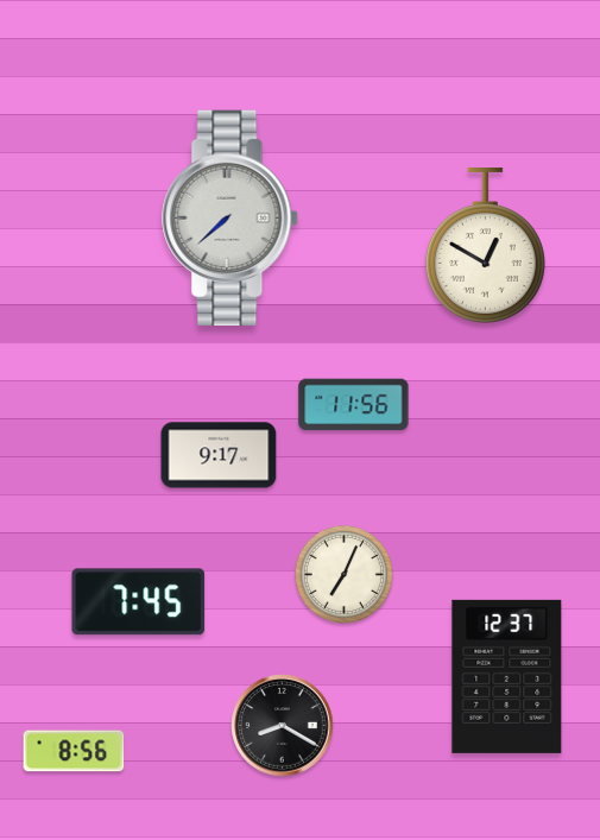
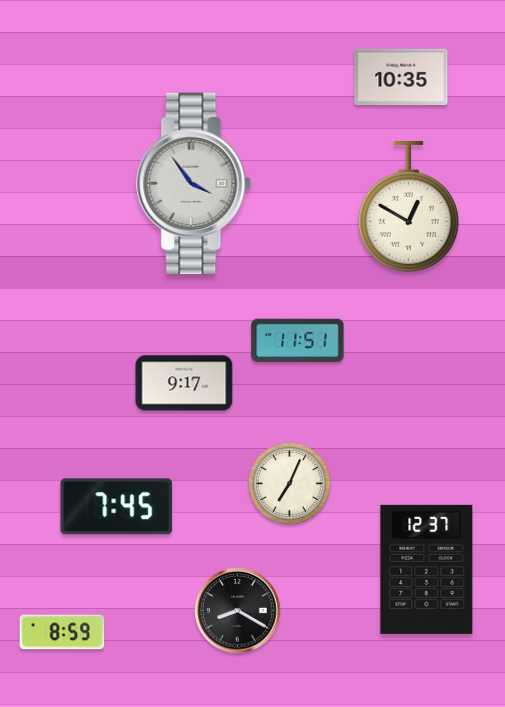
clock at (401, 76): none -> 10:35
clock at (230, 217): 7:38 -> 3:54
clock at (354, 405): 11:56 -> 11:51
clock at (74, 751): 8:56 -> 8:59
